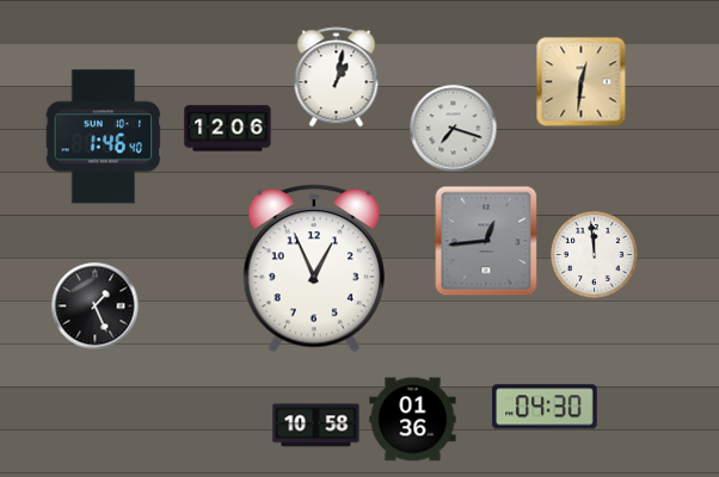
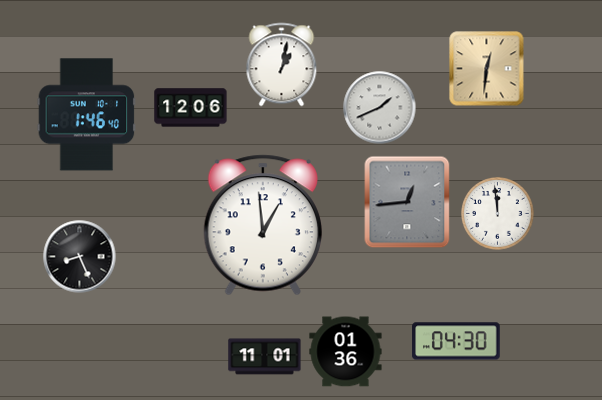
clock at (454, 129): 7:18 -> 1:41
clock at (313, 268): 12:56 -> 12:59
clock at (96, 306): 1:26 -> 8:26
clock at (317, 426): 10:58 -> 11:01
